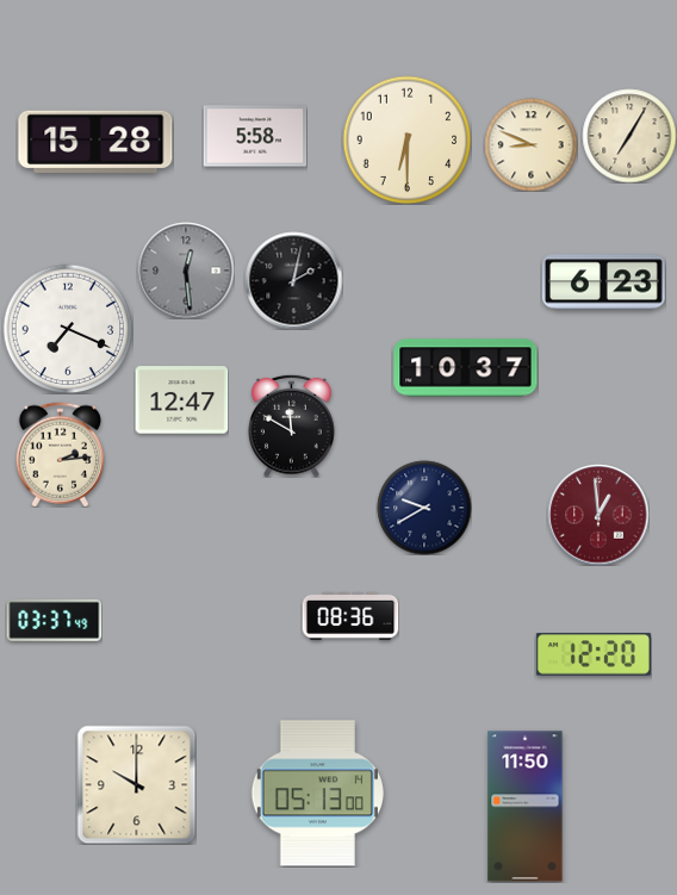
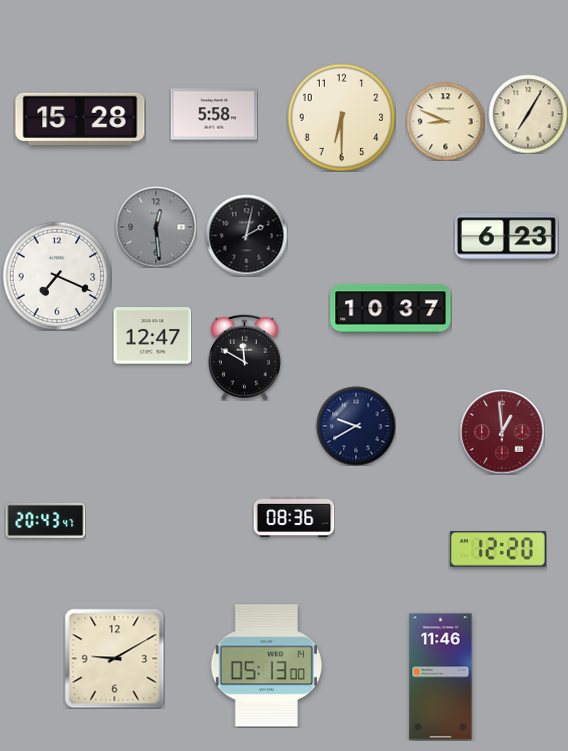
clock at (60, 454): 2:14 -> none
clock at (54, 620): 03:37 -> 20:43
clock at (136, 784): 10:00 -> 9:10
clock at (526, 807): 11:50 -> 11:46
